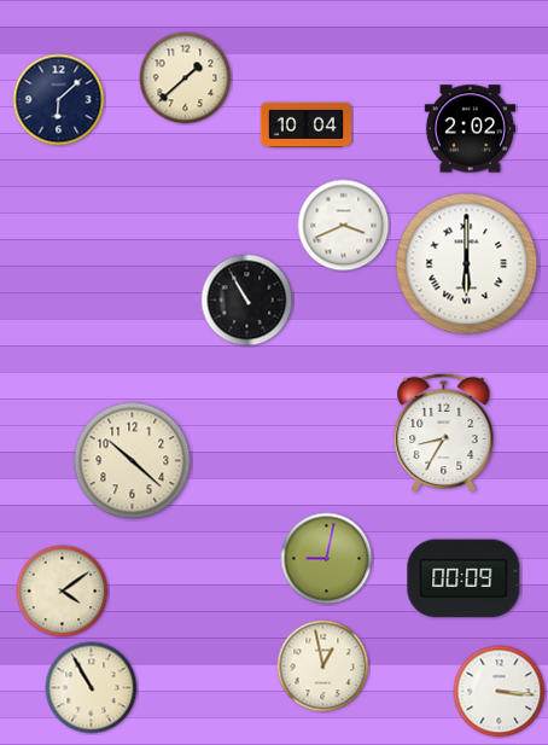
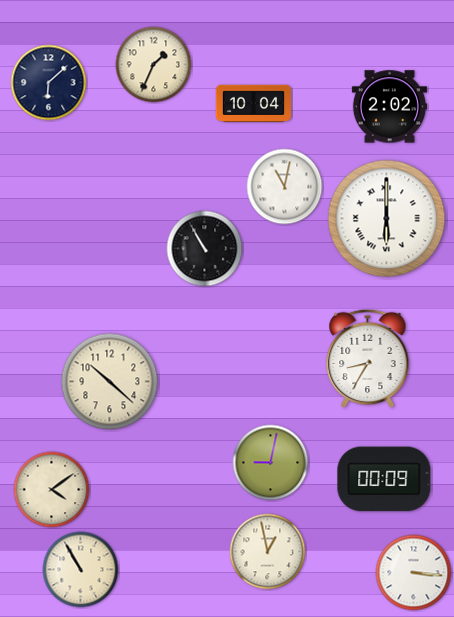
clock at (186, 78): 1:38 -> 1:34
clock at (344, 226): 3:41 -> 11:02
clock at (92, 688) position: (92, 688) -> (81, 570)
